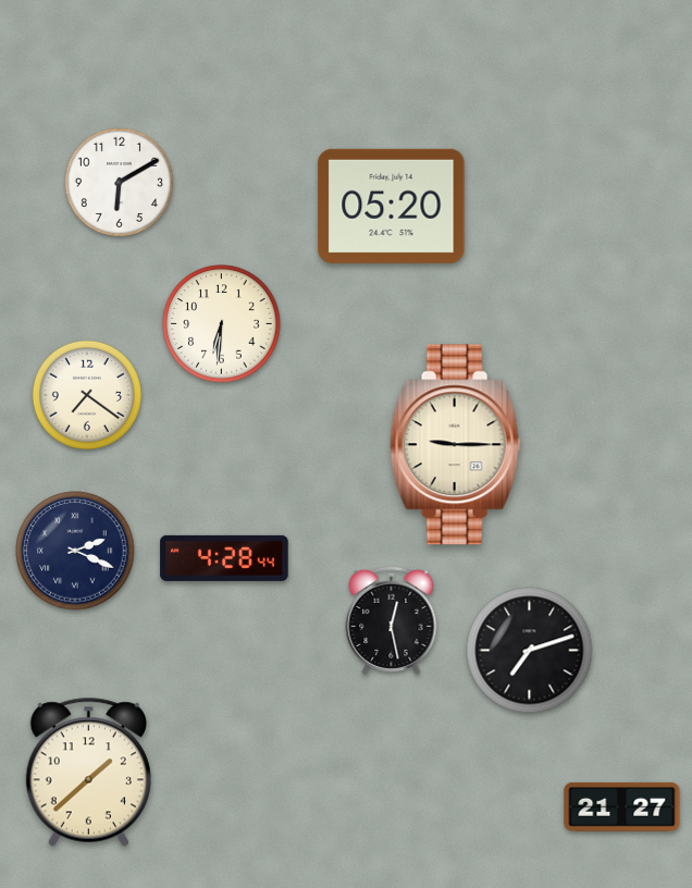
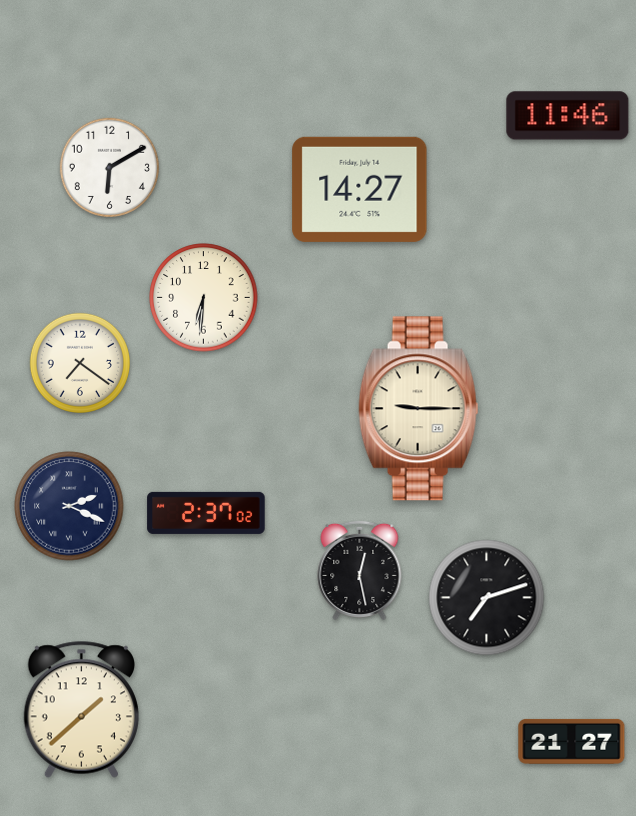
clock at (568, 116): none -> 11:46
clock at (392, 206): 05:20 -> 14:27
clock at (224, 558): 4:28 -> 2:37
